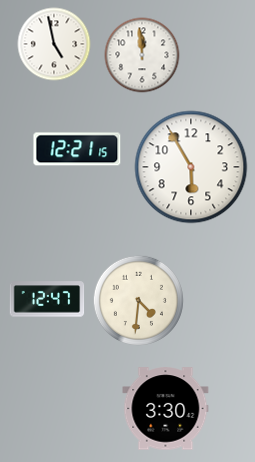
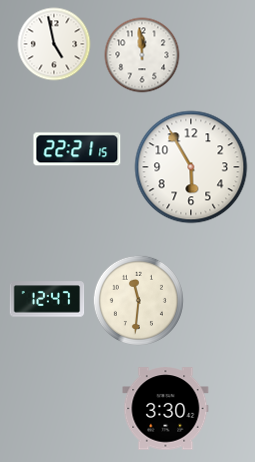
clock at (77, 149): 12:21 -> 22:21
clock at (138, 300): 4:31 -> 11:31
